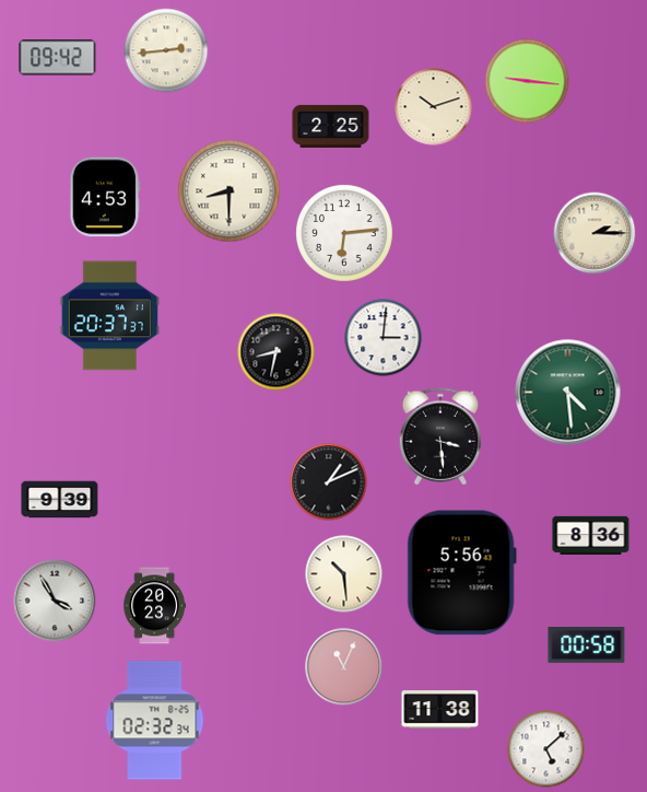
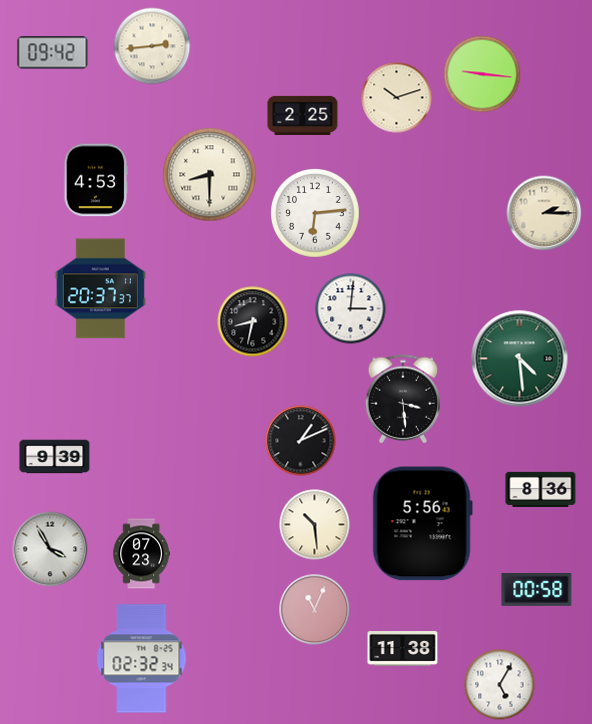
clock at (154, 606): 20:23 -> 07:23
clock at (546, 749): 5:08 -> 5:05
